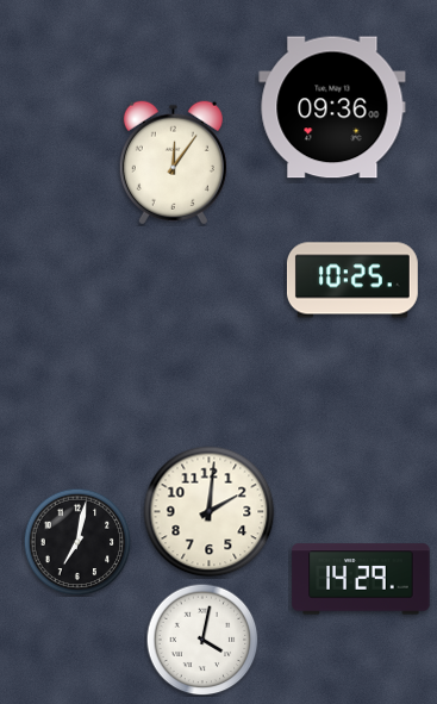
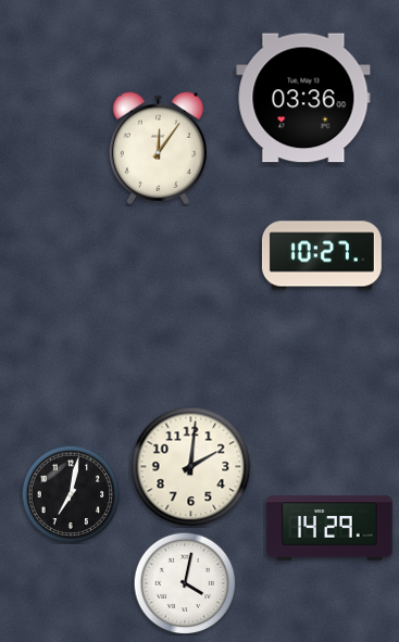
clock at (332, 107): 09:36 -> 03:36
clock at (352, 280): 10:25 -> 10:27
